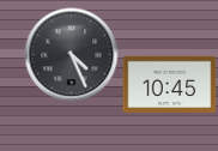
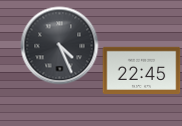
clock at (169, 84): 10:45 -> 22:45
